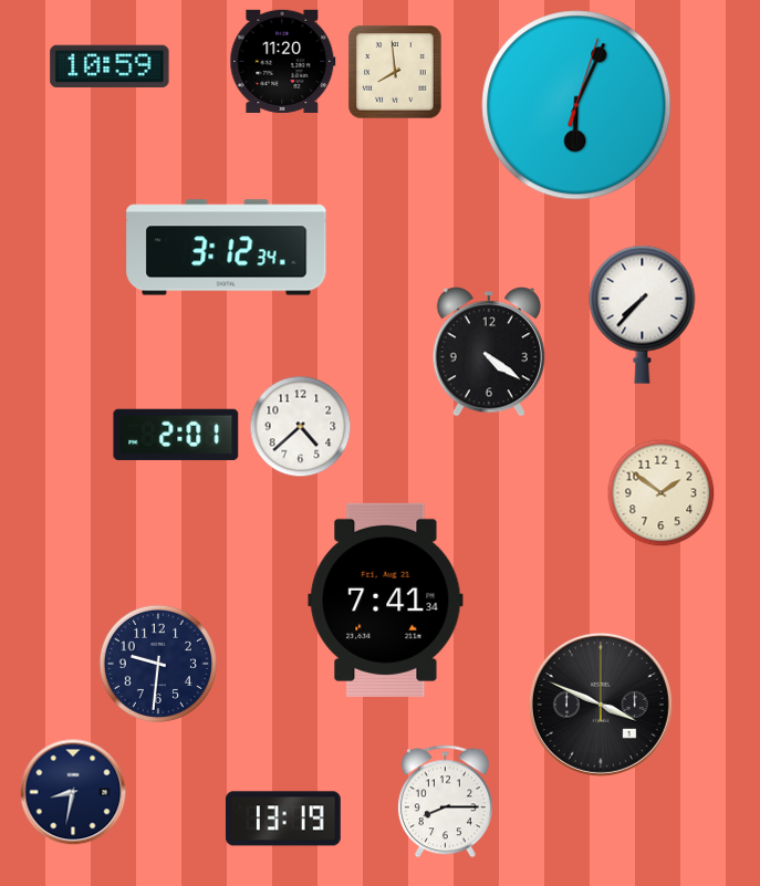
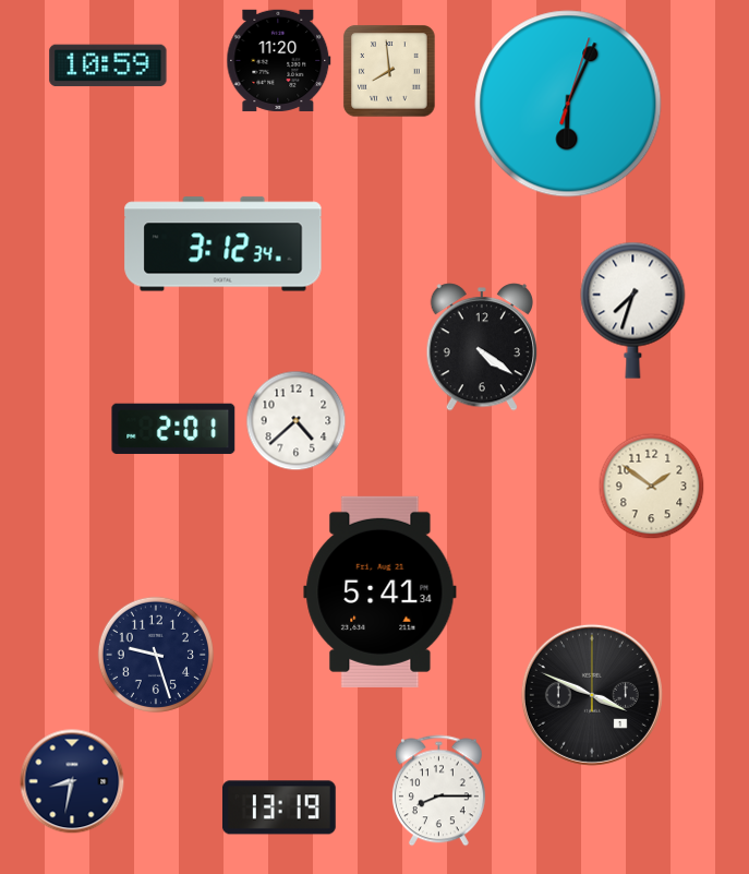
clock at (643, 314): 7:37 -> 7:33
clock at (386, 600): 7:41 -> 5:41
clock at (158, 664): 9:31 -> 9:27
